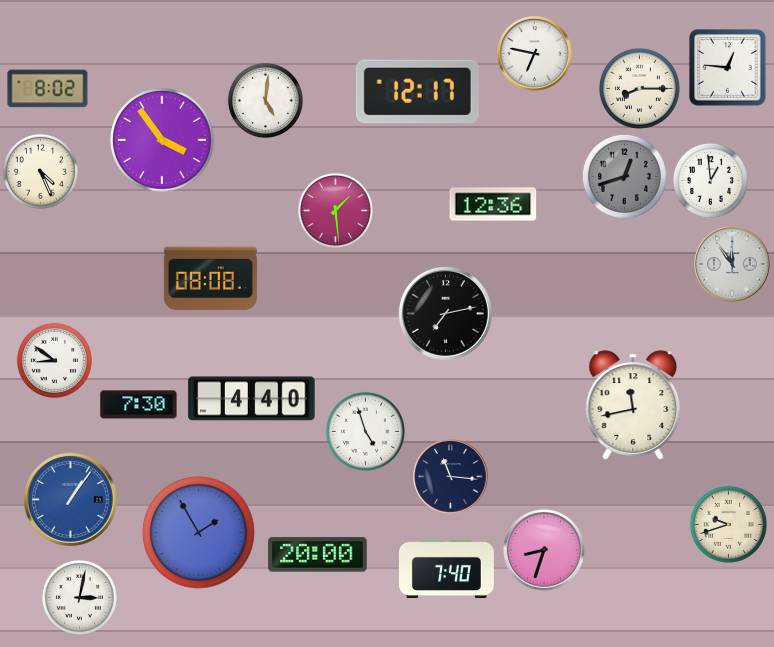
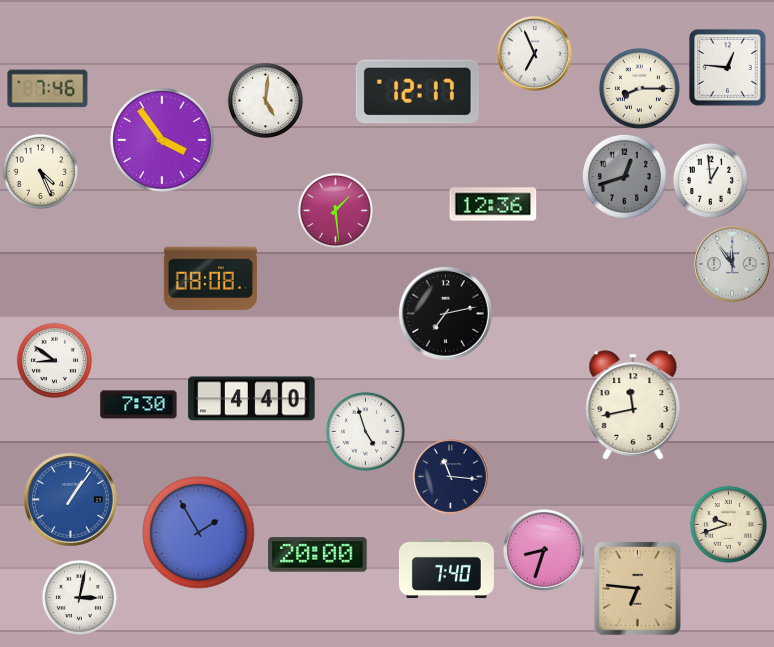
clock at (535, 54): 6:47 -> 6:56
clock at (48, 89): 8:02 -> 7:46
clock at (637, 589): none -> 6:46
